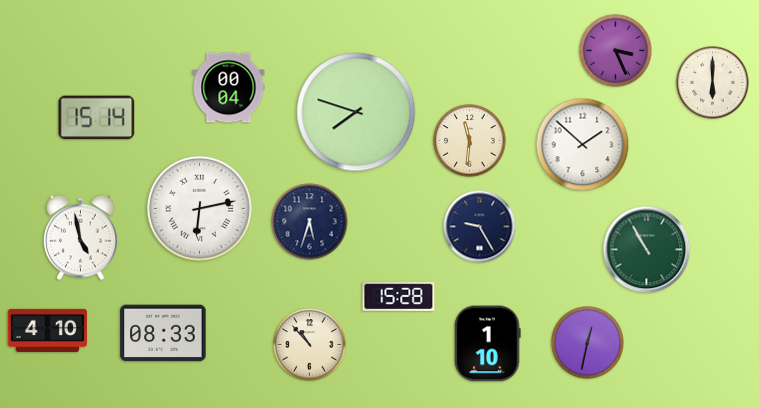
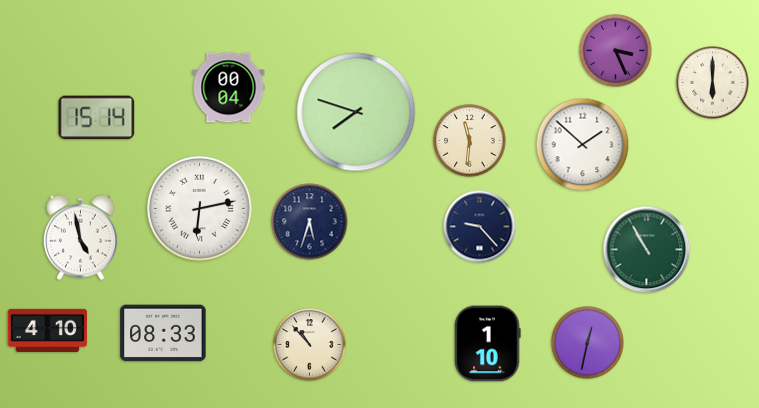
clock at (480, 227): 9:25 -> 9:23
clock at (399, 296): 15:28 -> none
